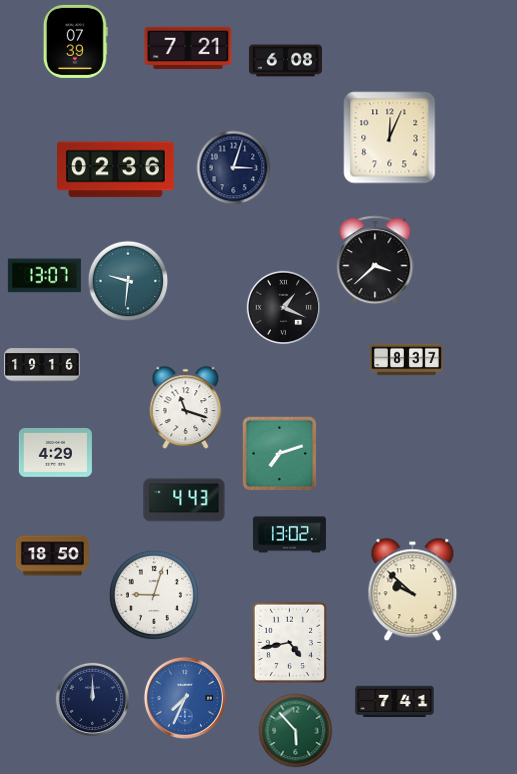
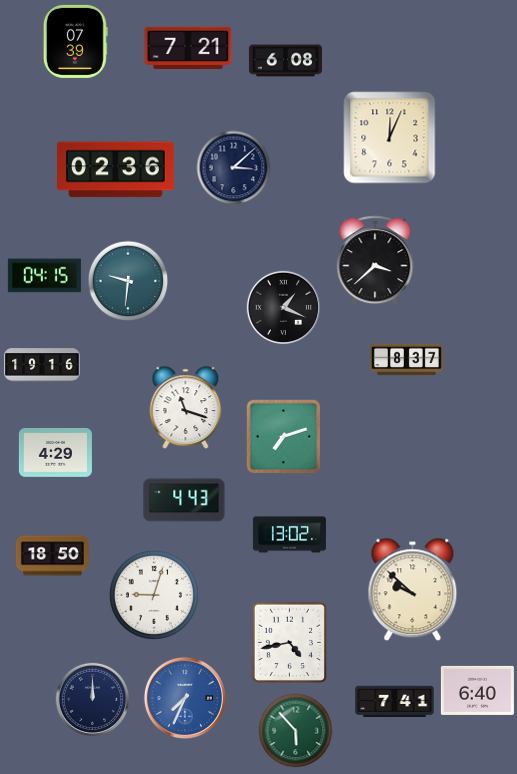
clock at (234, 168): 3:03 -> 3:08
clock at (44, 276): 13:07 -> 04:15
clock at (280, 454) position: (280, 454) -> (284, 437)
clock at (477, 690): none -> 6:40
